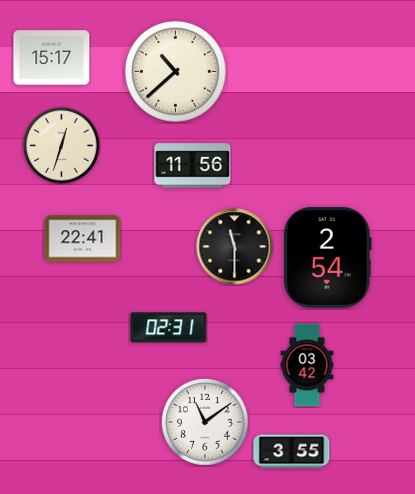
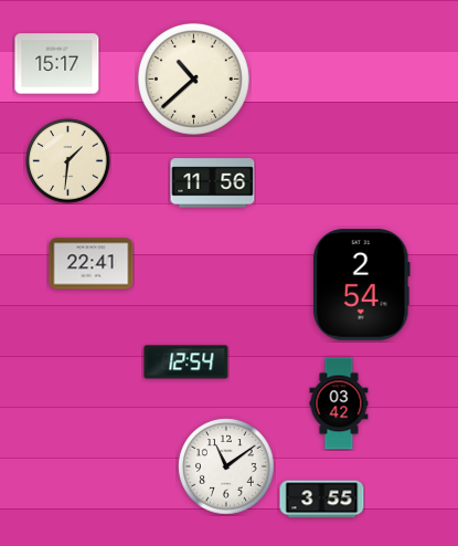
clock at (62, 146): 12:33 -> 1:31
clock at (235, 247): 11:30 -> none
clock at (169, 328): 02:31 -> 12:54
